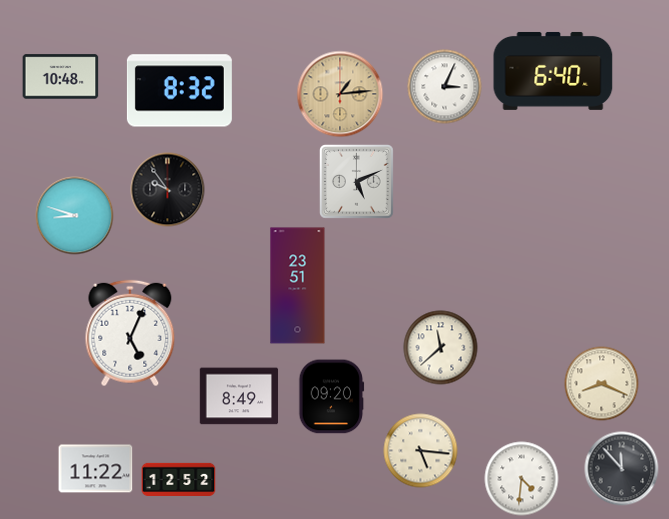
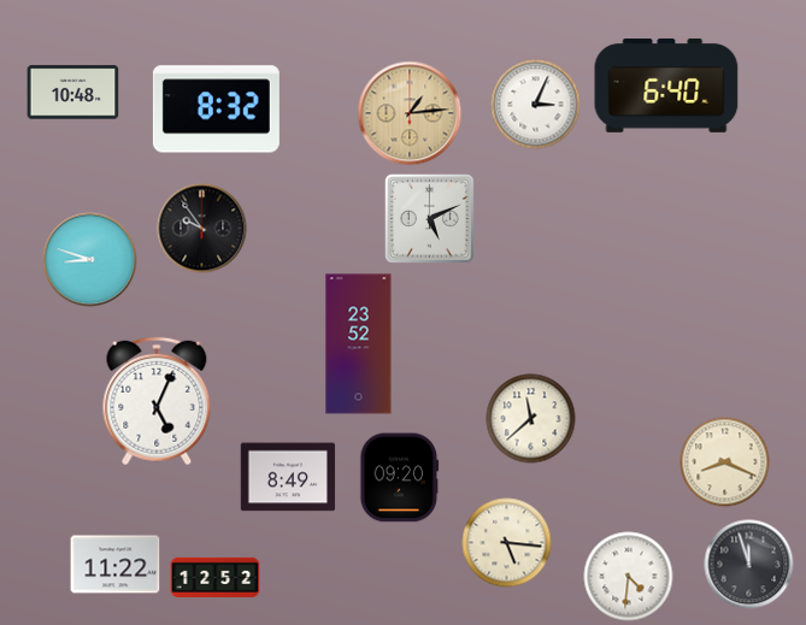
clock at (298, 286): 23:51 -> 23:52
clock at (622, 469): 11:53 -> 11:57
